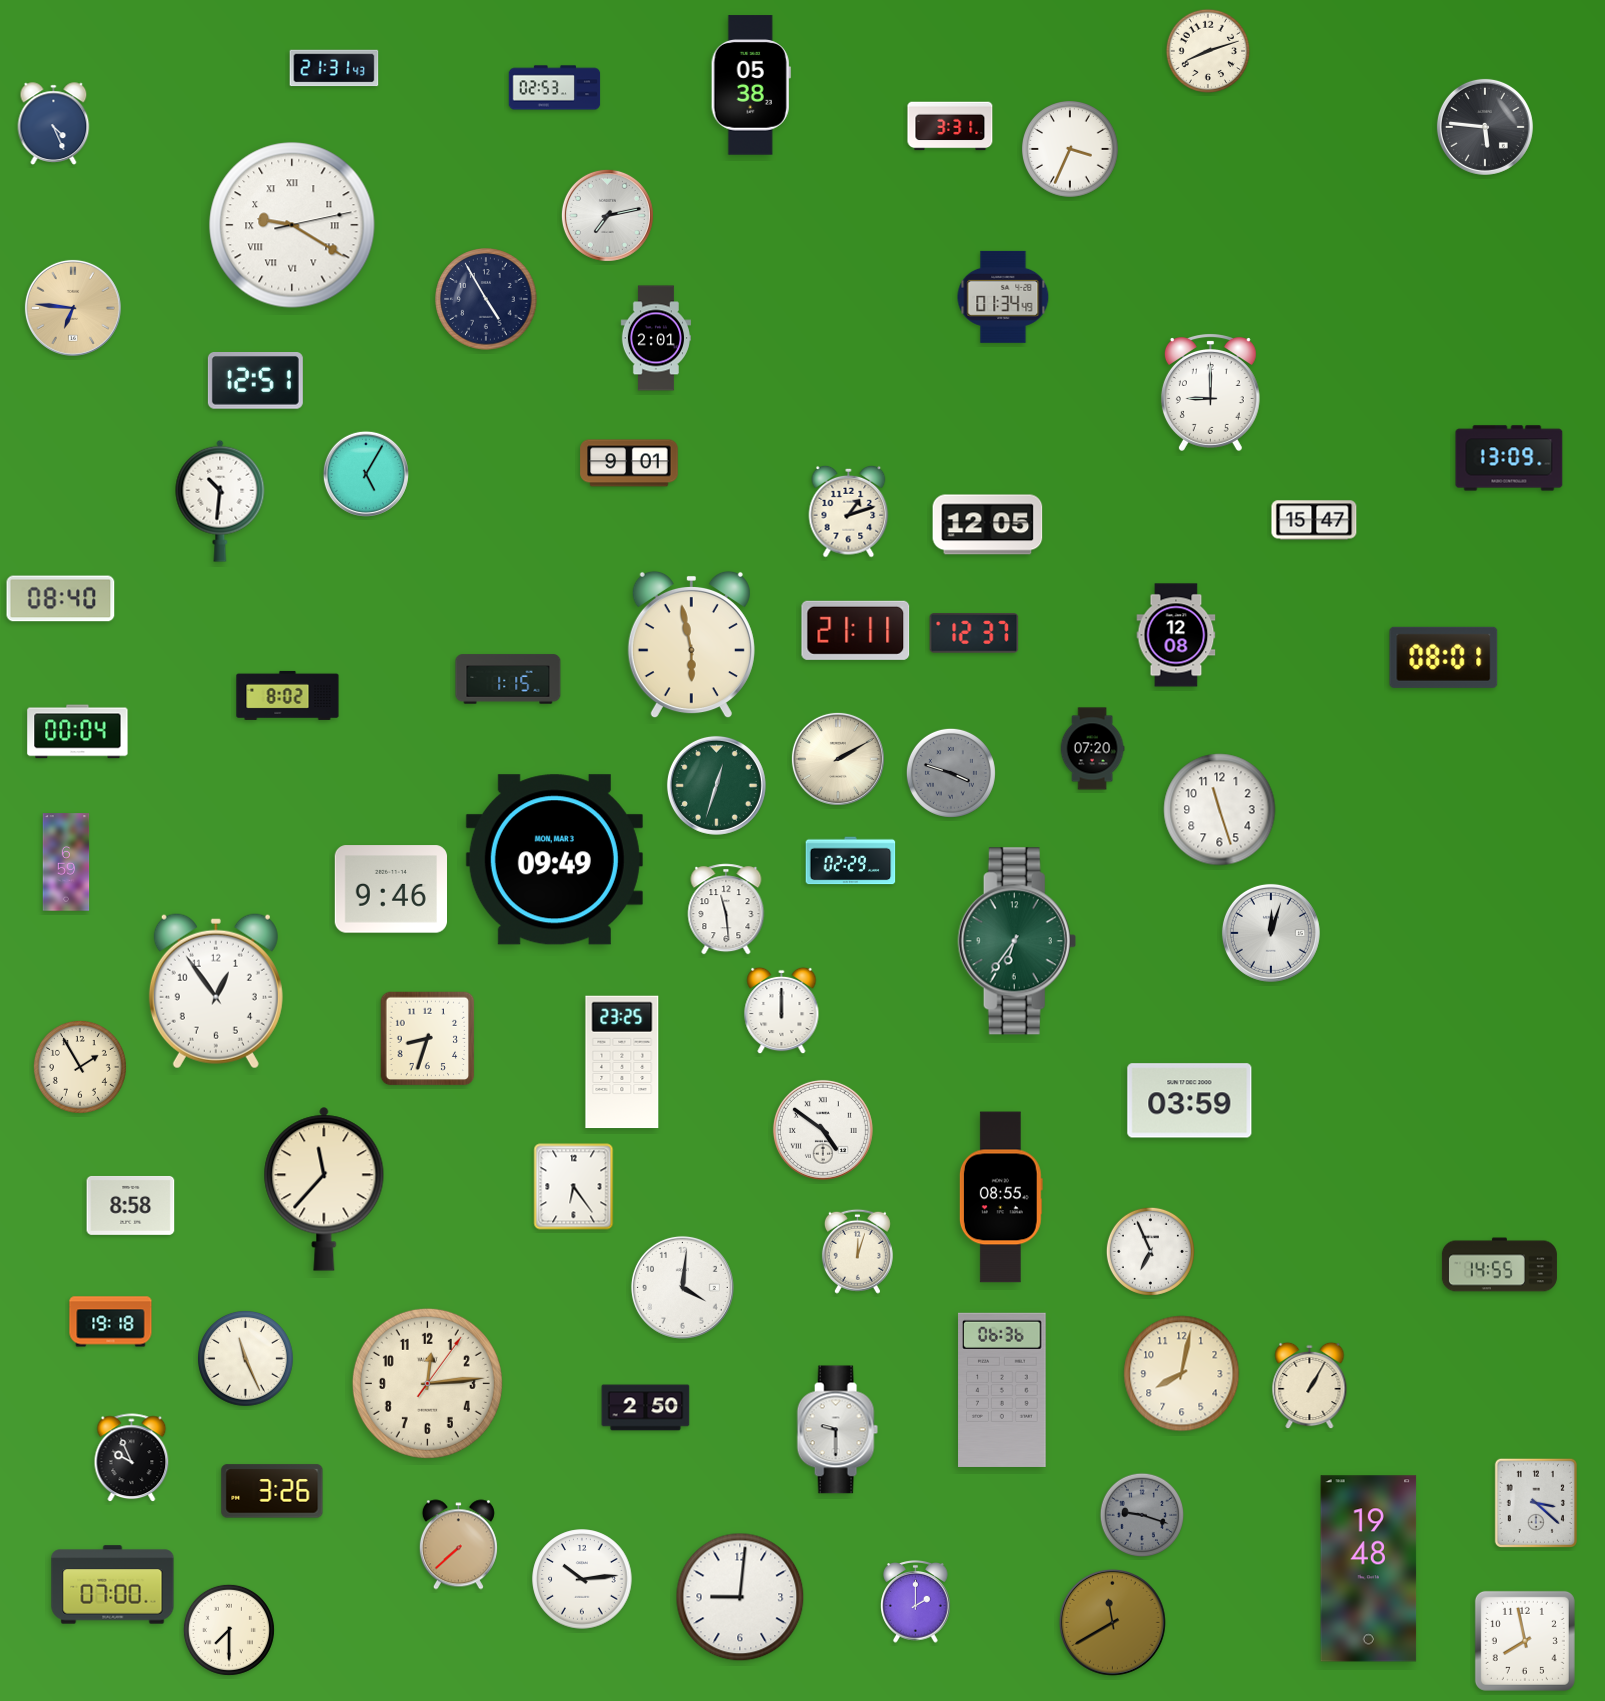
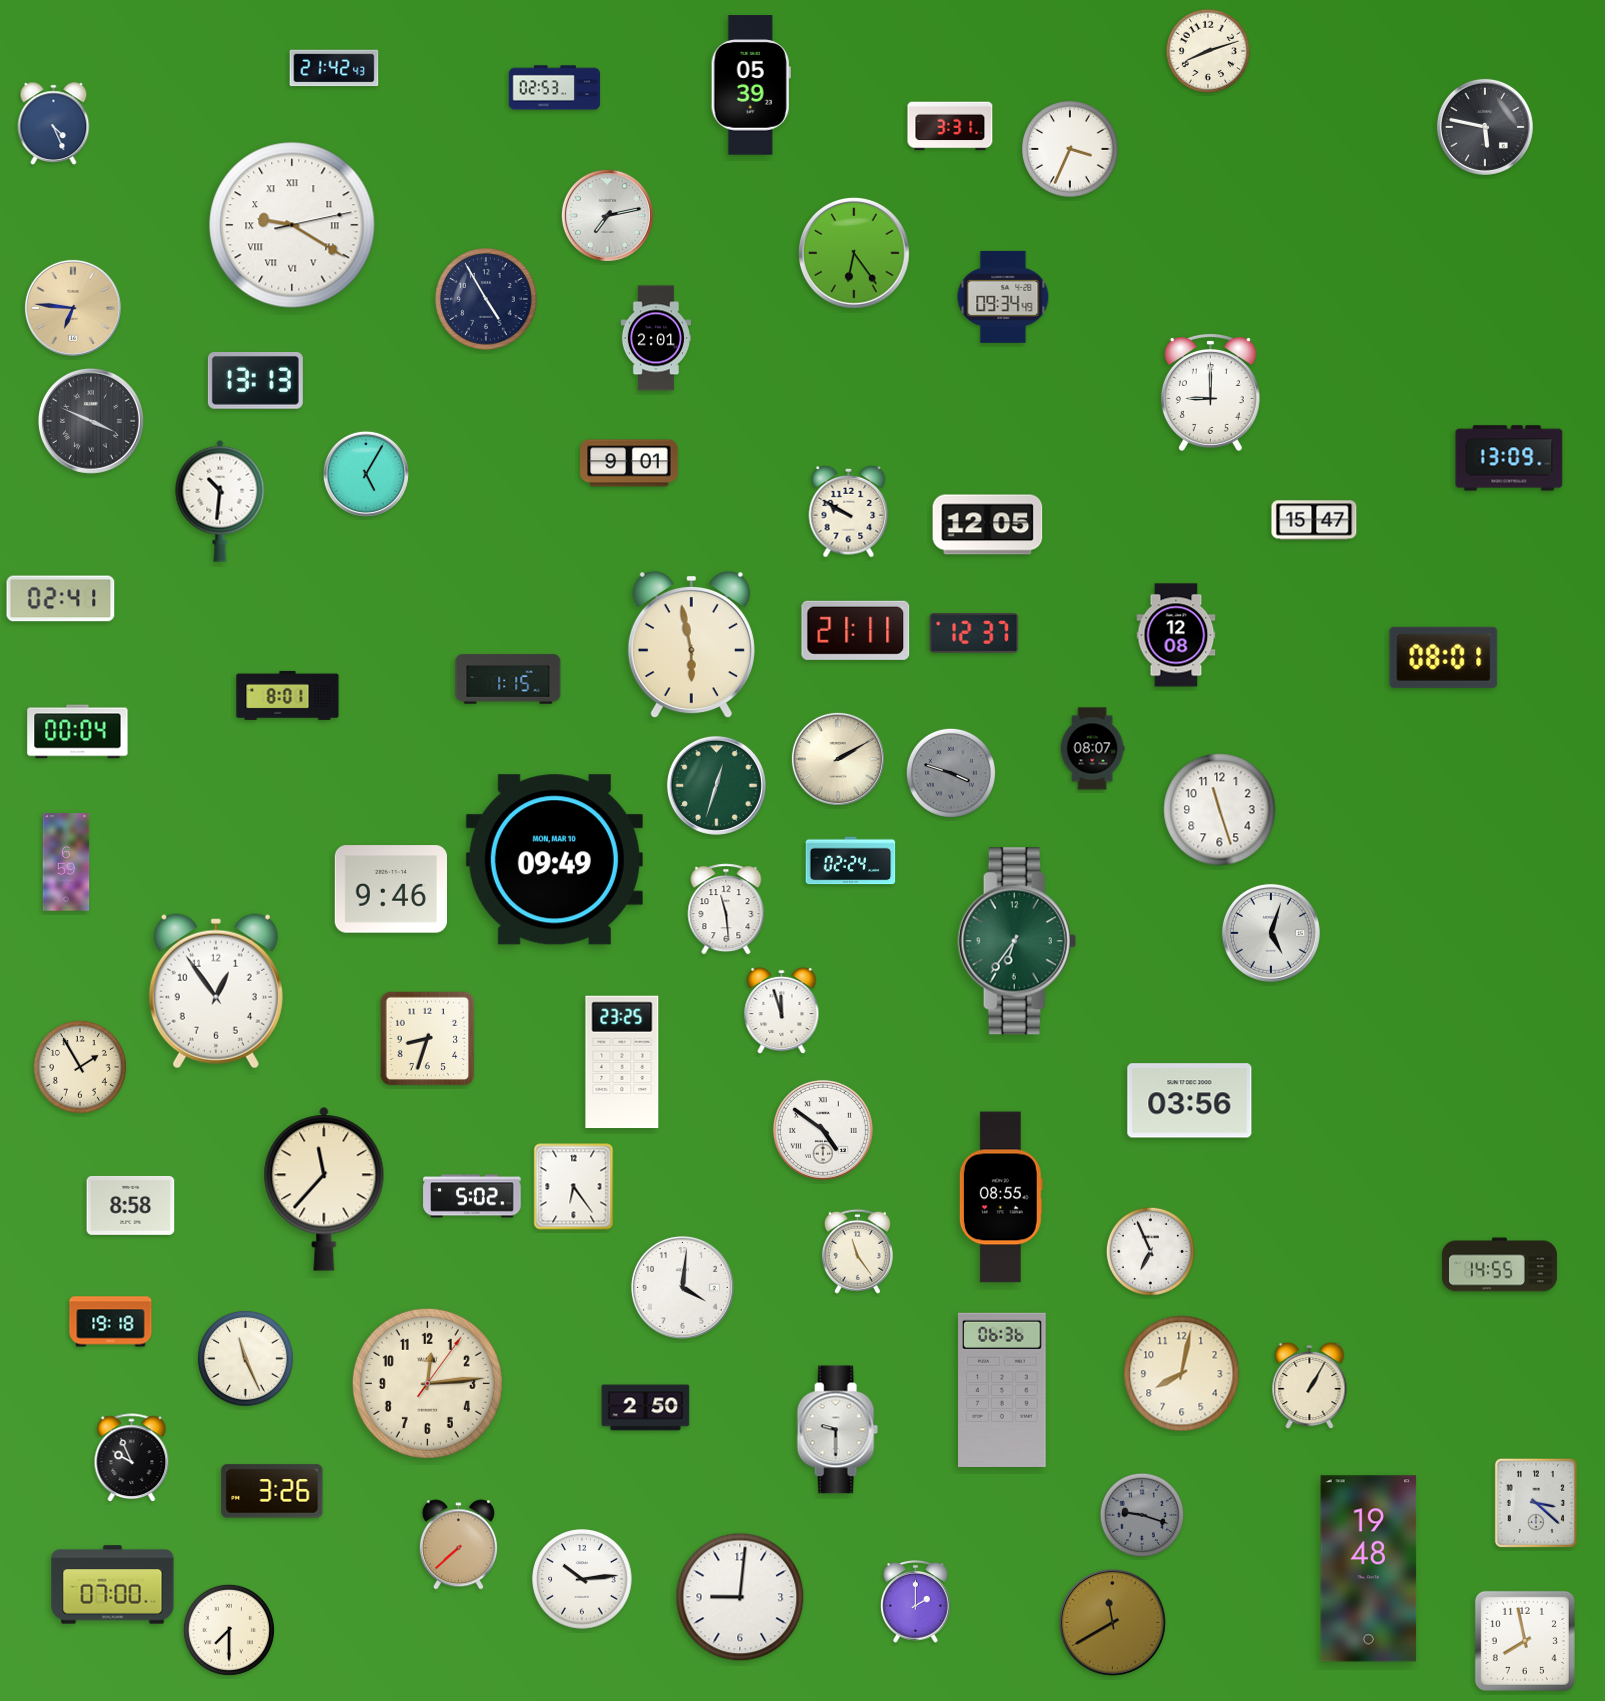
clock at (334, 68): 21:31 -> 21:42
clock at (751, 85): 05:38 -> 05:39
clock at (1485, 127): 5:46 -> 5:47
clock at (854, 253): none -> 6:24
clock at (1003, 297): 01:34 -> 09:34
clock at (255, 381): 12:51 -> 13:13
clock at (91, 421): none -> 3:49
clock at (849, 511): 1:12 -> 9:50
clock at (61, 599): 08:40 -> 02:41
clock at (288, 695): 8:02 -> 8:01
clock at (1092, 749): 07:20 -> 08:07
clock at (554, 860) date: MON, MAR 3 -> MON, MAR 10
clock at (851, 861): 02:29 -> 02:24
clock at (1271, 933): 12:03 -> 5:03
clock at (782, 1011): 12:00 -> 11:57
clock at (1190, 1101): 03:59 -> 03:56
clock at (472, 1196): none -> 5:02
clock at (857, 1251): 12:03 -> 11:24
